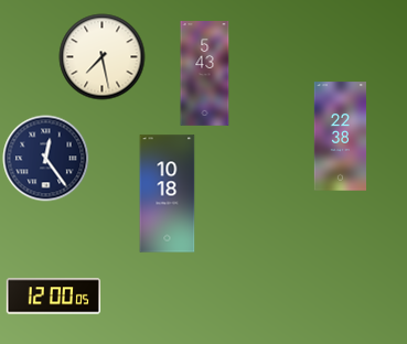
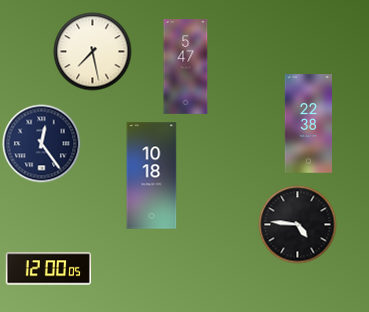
clock at (205, 74): 5:43 -> 5:47
clock at (297, 224): none -> 4:46
